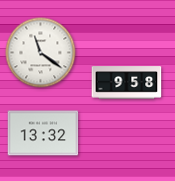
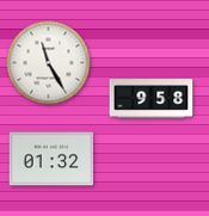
clock at (41, 53): 11:21 -> 11:25
clock at (43, 133): 13:32 -> 01:32
